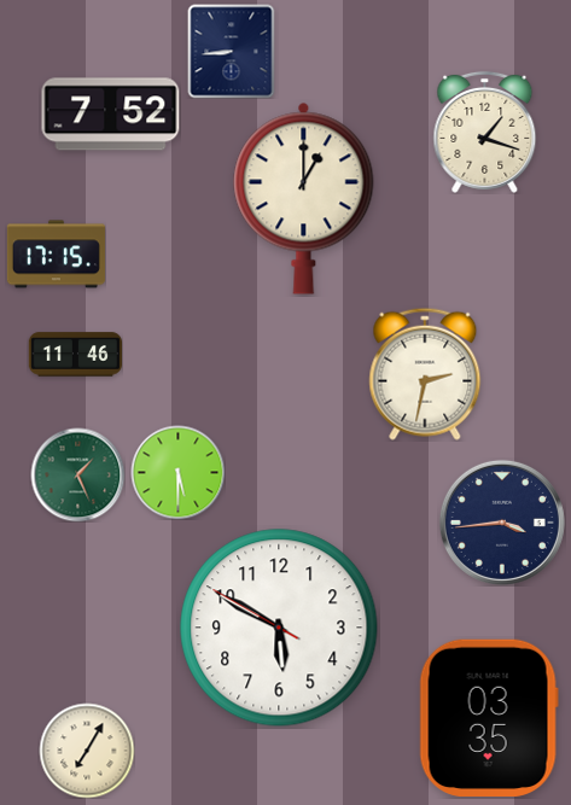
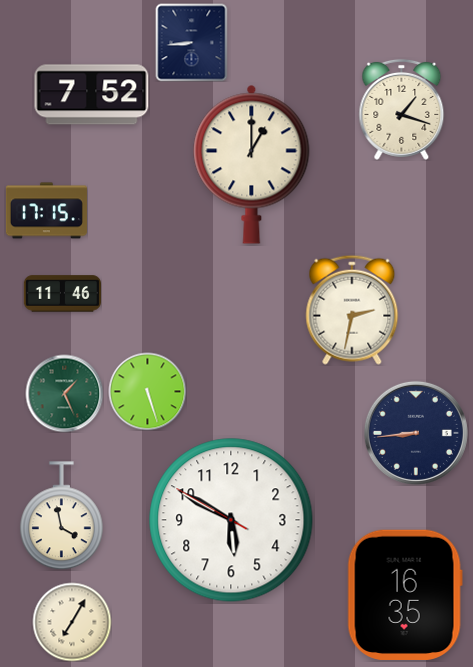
clock at (177, 472): 5:30 -> 5:27
clock at (502, 523): 3:44 -> 8:44
clock at (61, 516): none -> 3:58
clock at (489, 718): 03:35 -> 16:35
